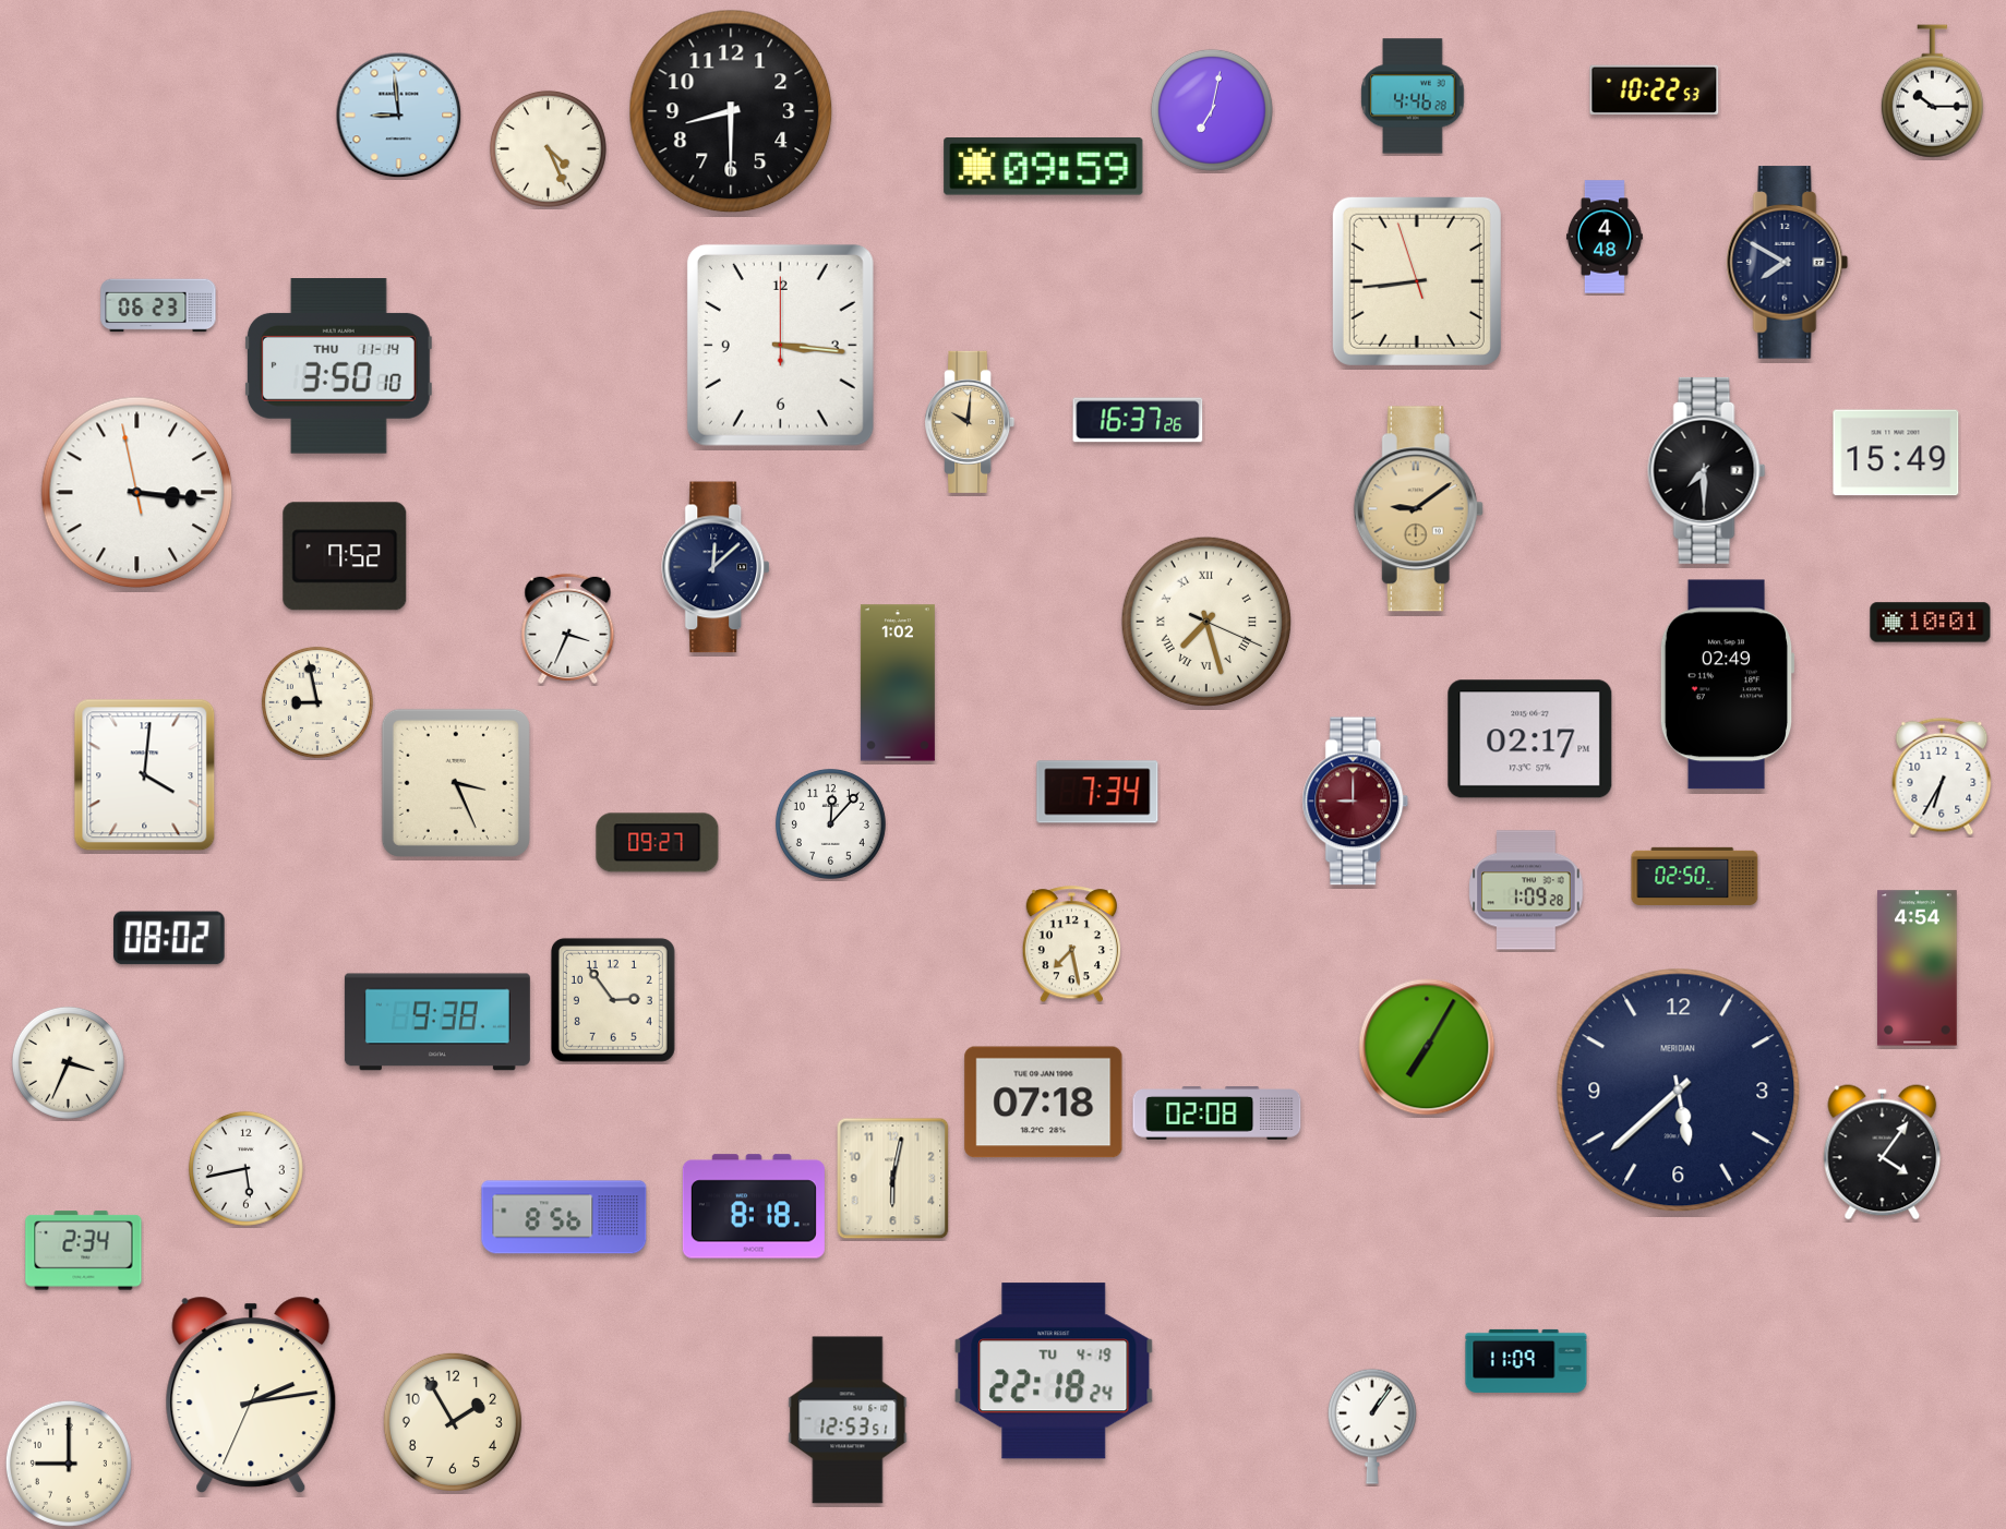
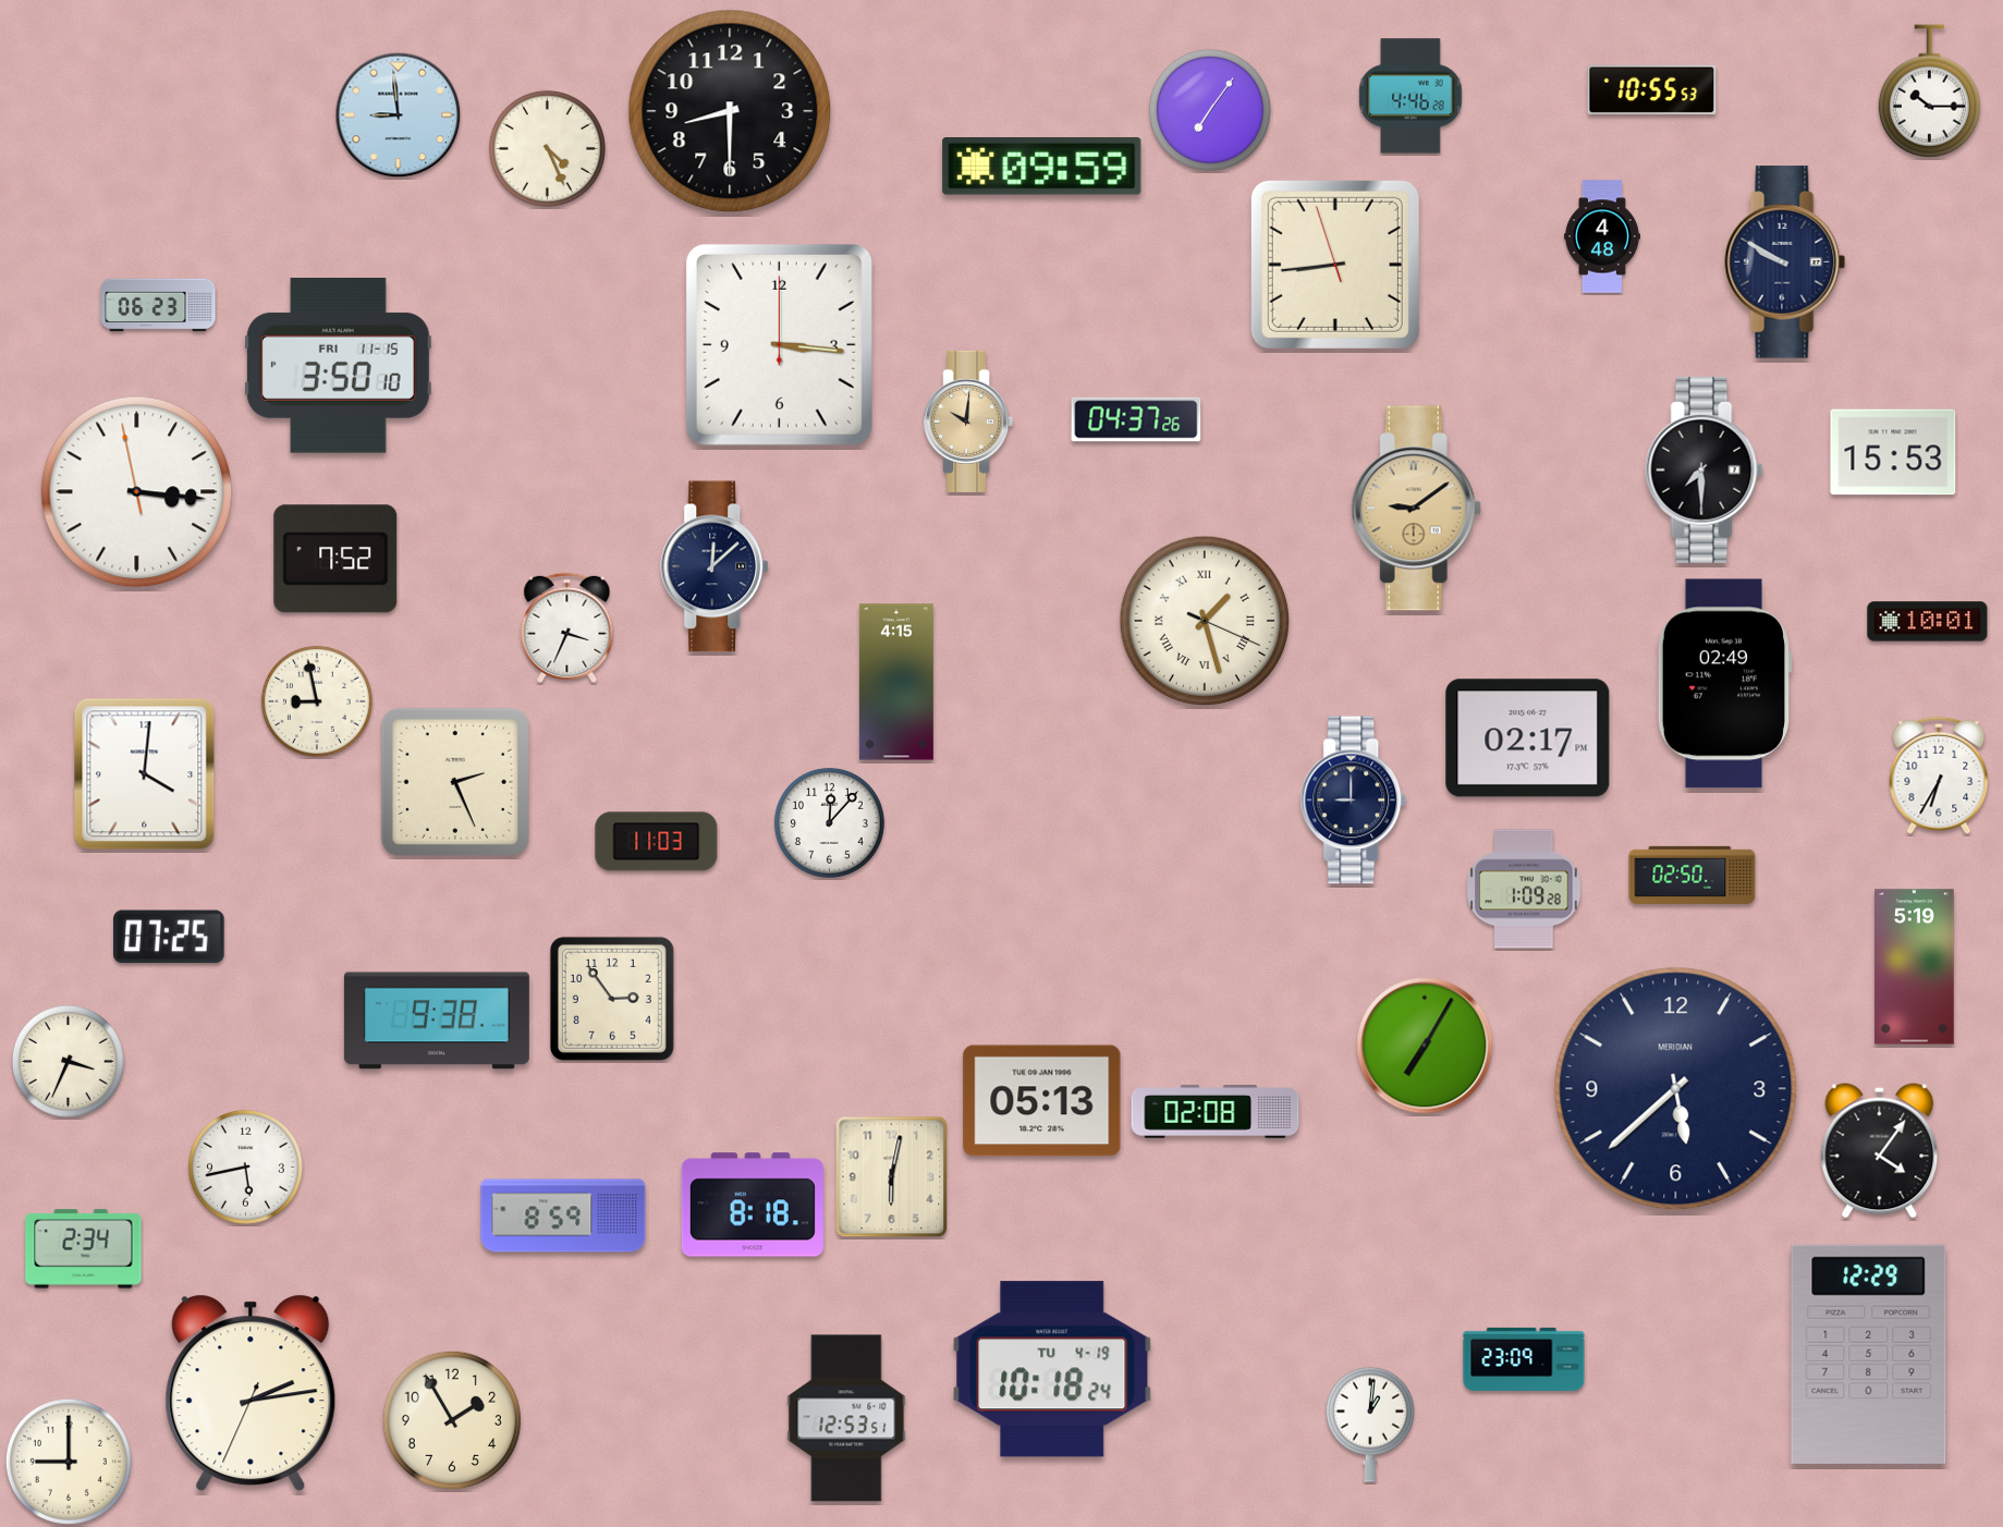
clock at (1655, 89): 10:22 -> 10:55
clock at (1212, 110): 7:02 -> 7:06
clock at (1788, 263): 7:50 -> 9:50
clock at (1417, 281) position: (1417, 281) -> (1335, 265)
clock at (338, 366) date: THU 11-14 -> FRI 11-15
clock at (1138, 420): 16:37 -> 04:37
clock at (1896, 453): 15:49 -> 15:53
clock at (345, 556) position: (345, 556) -> (335, 559)
clock at (1205, 621): 7:27 -> 1:27
clock at (898, 683): 1:02 -> 4:15
clock at (456, 783): 3:26 -> 2:26
clock at (1097, 792): 7:34 -> none
clock at (1356, 802) dial: burgundy -> navy
clock at (658, 843): 09:27 -> 11:03
clock at (169, 938): 08:02 -> 07:25
clock at (1071, 944): 7:28 -> none
clock at (1918, 968): 4:54 -> 5:19
clock at (1044, 1103): 07:18 -> 05:13
clock at (564, 1217): 8:56 -> 8:59
clock at (1869, 1354): none -> 12:29
clock at (1526, 1361): 11:09 -> 23:09
clock at (1054, 1371): 22:18 -> 10:18
clock at (1372, 1426): 1:06 -> 1:01
